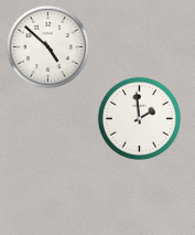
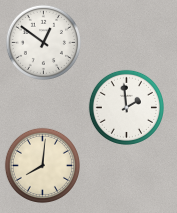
clock at (47, 46): 4:52 -> 12:51
clock at (42, 165): none -> 8:01
